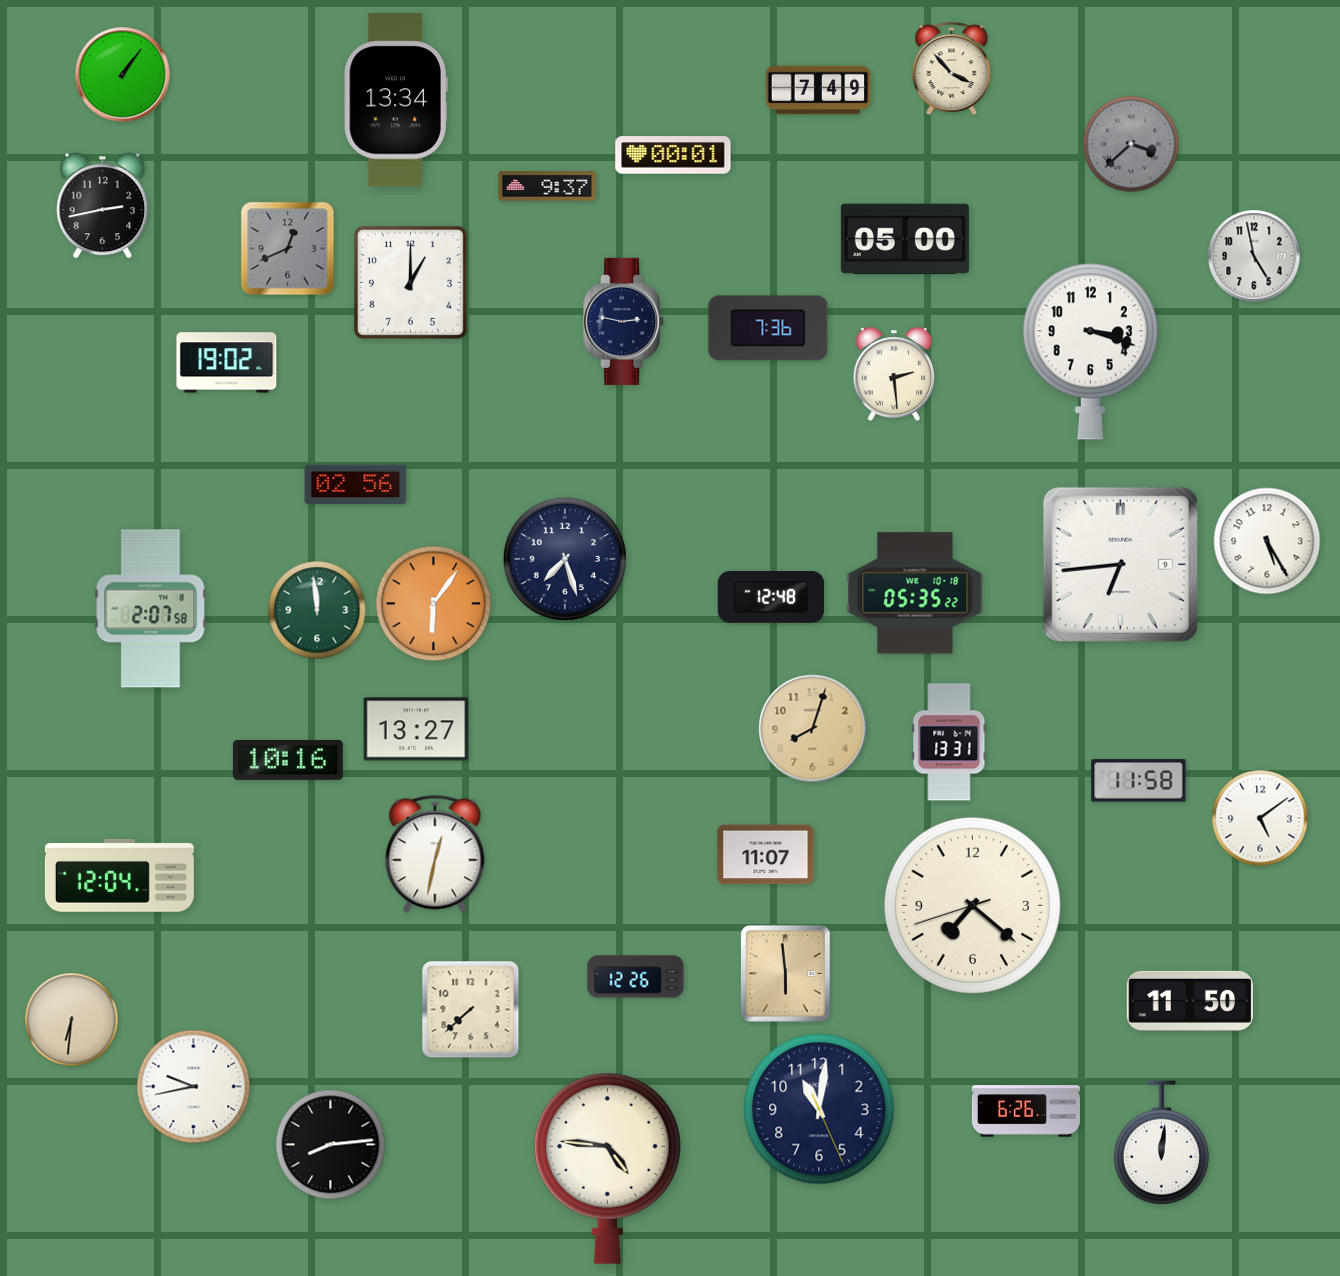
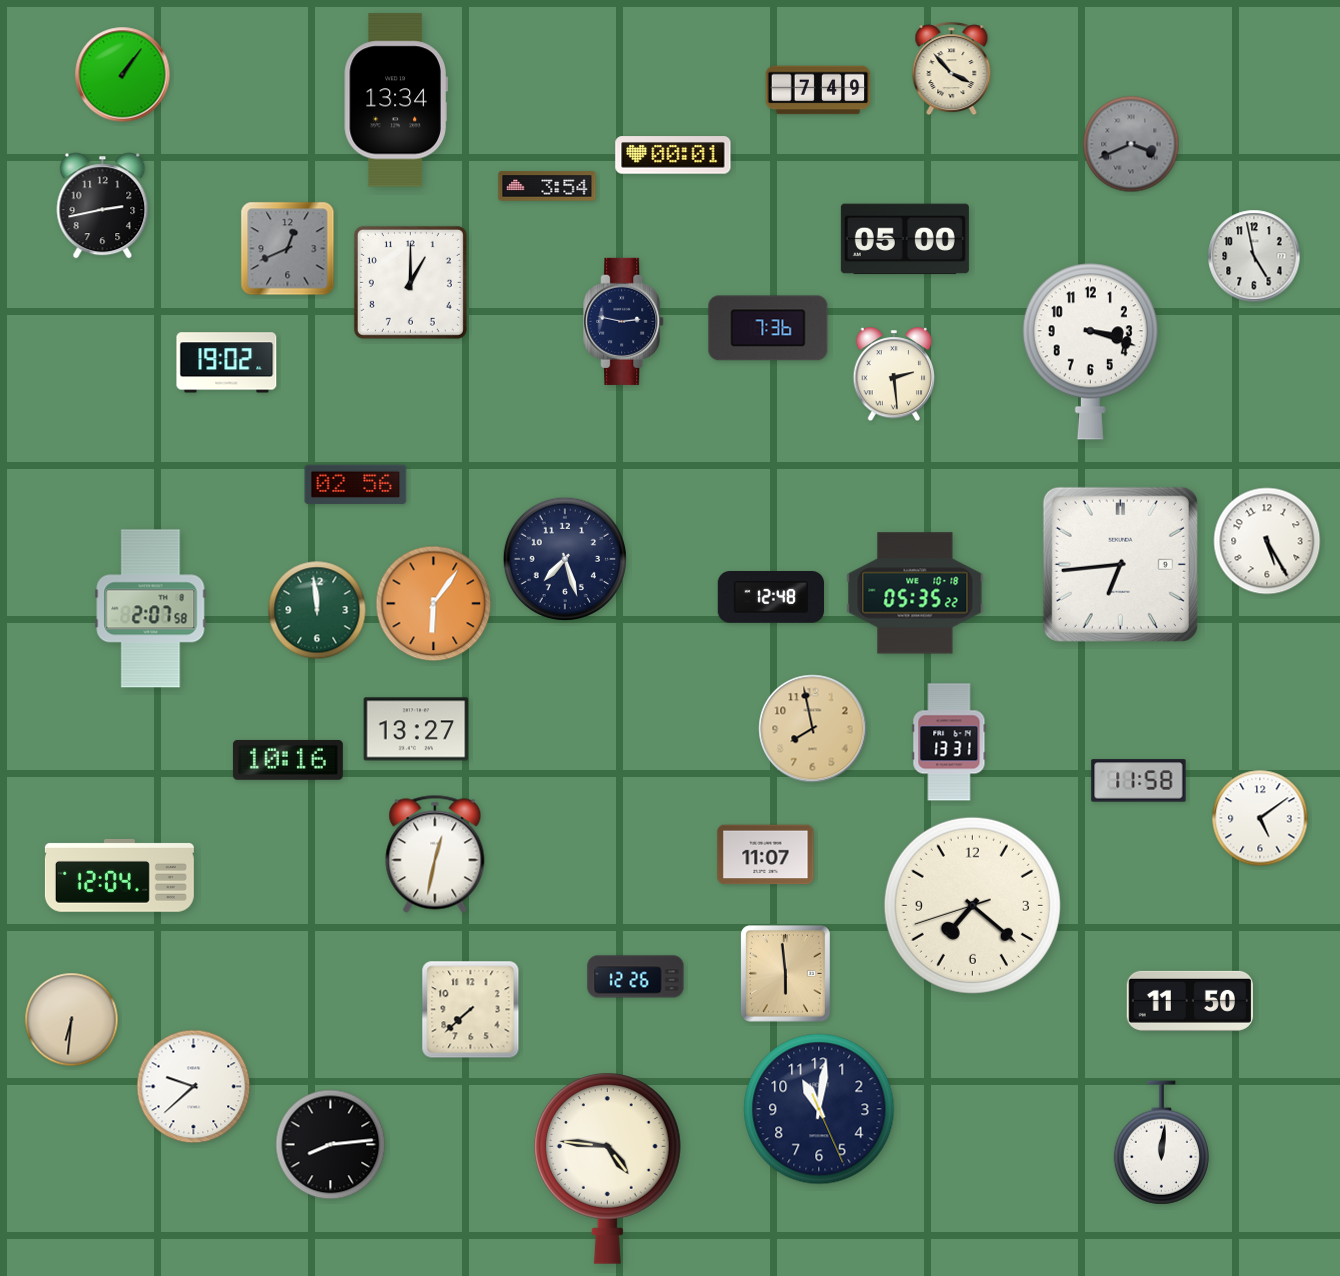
clock at (1131, 144): 3:38 -> 3:41
clock at (547, 186): 9:37 -> 3:54
clock at (813, 729): 8:03 -> 7:58
clock at (194, 1087): 9:43 -> 9:38
clock at (1026, 1111): 6:26 -> none
